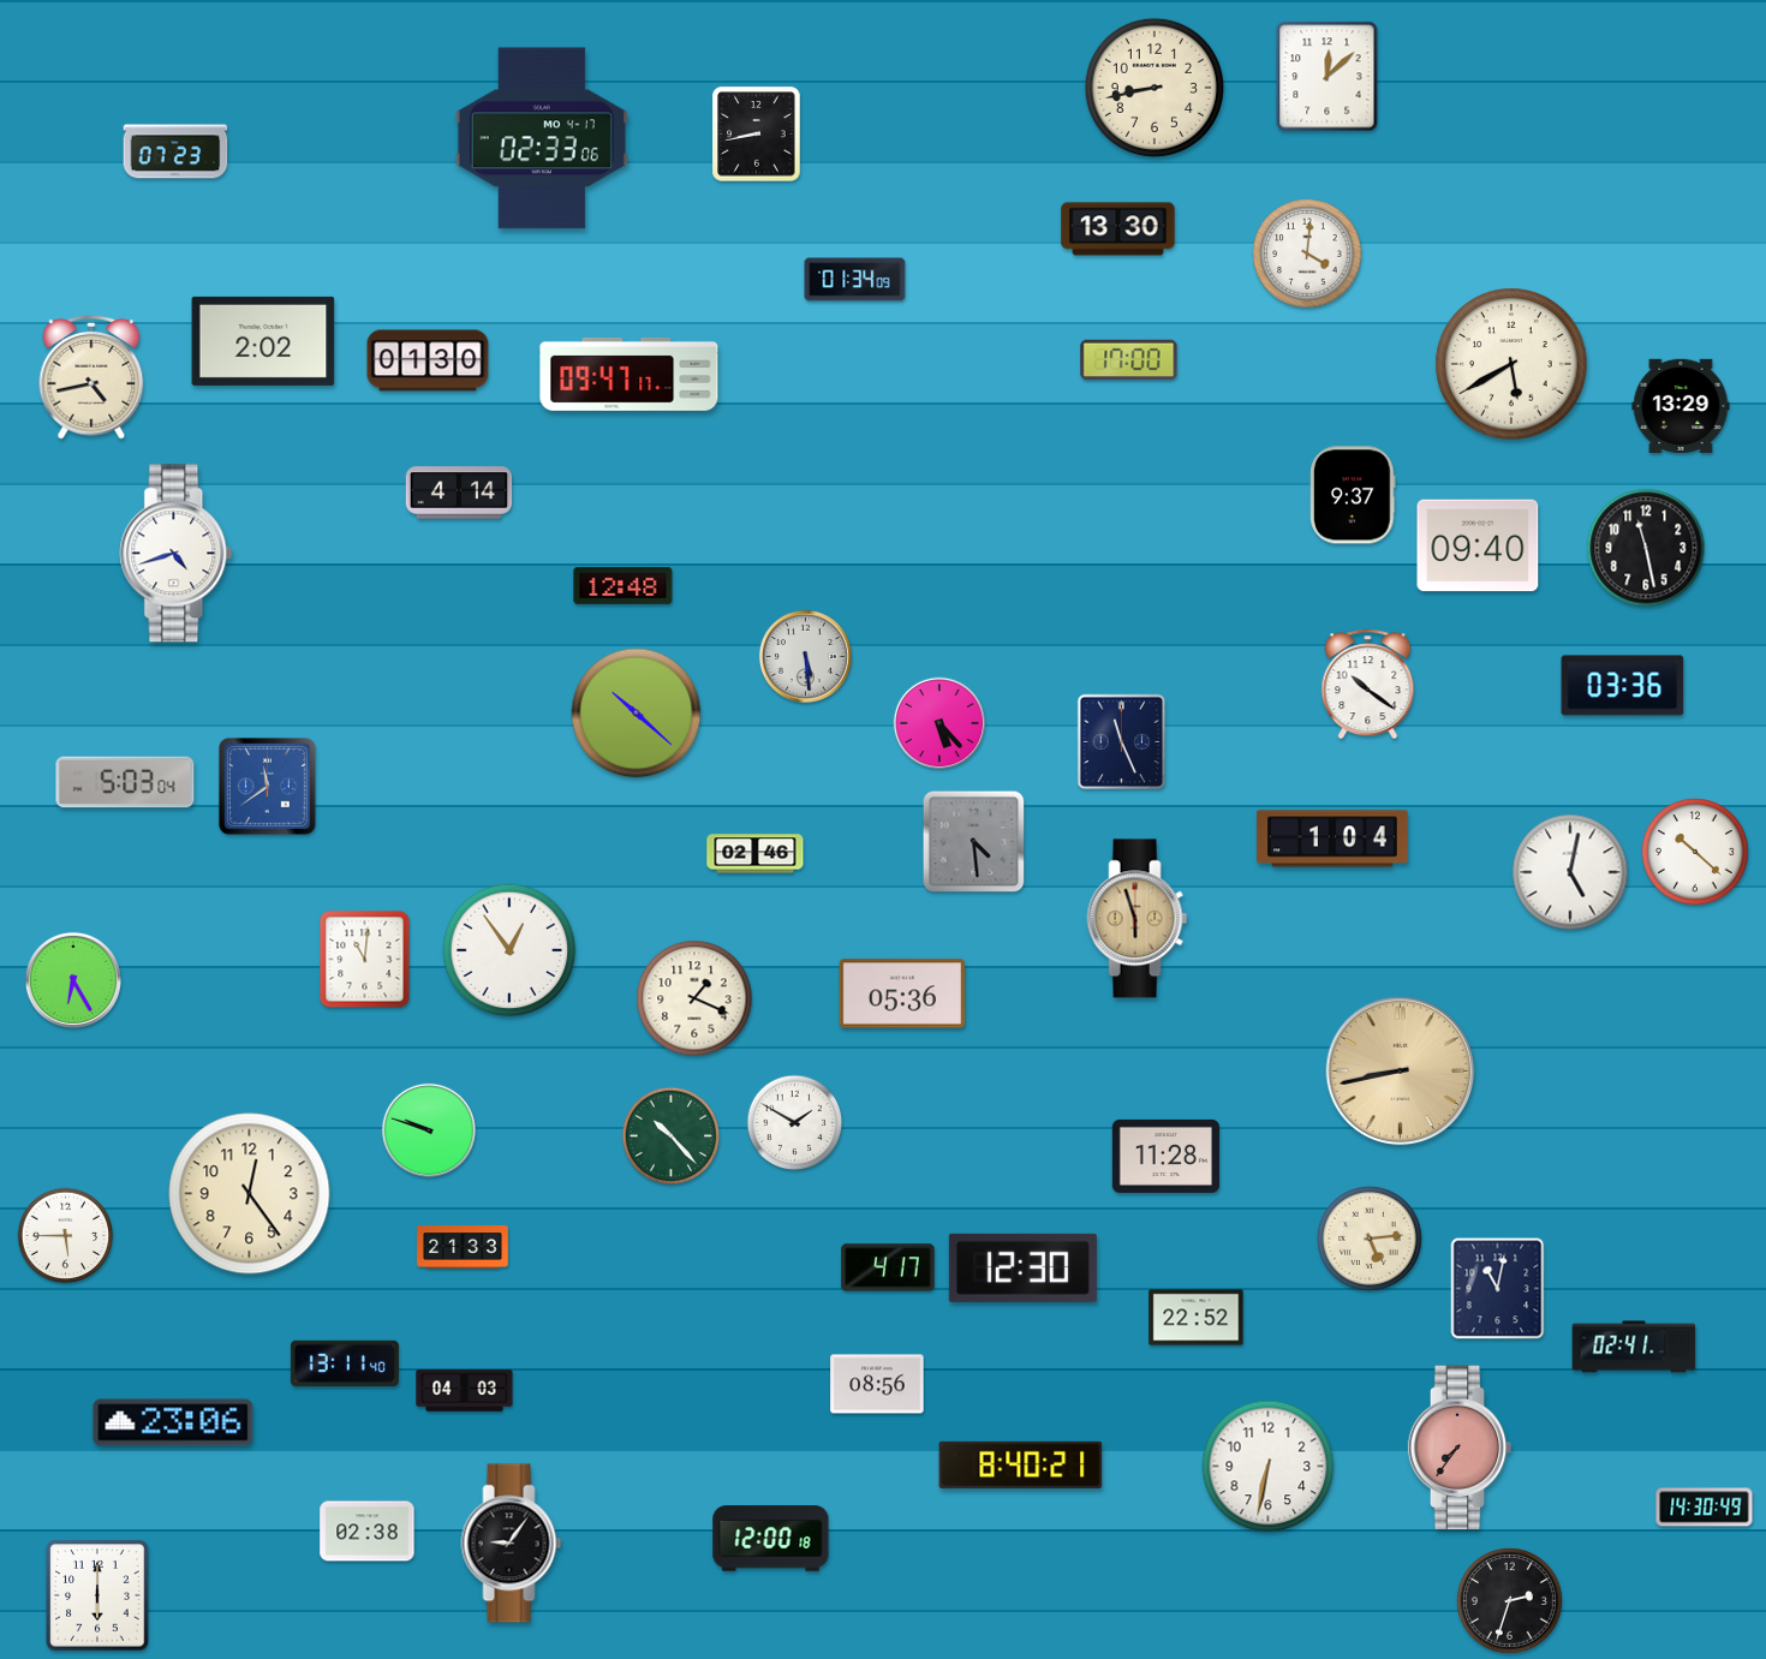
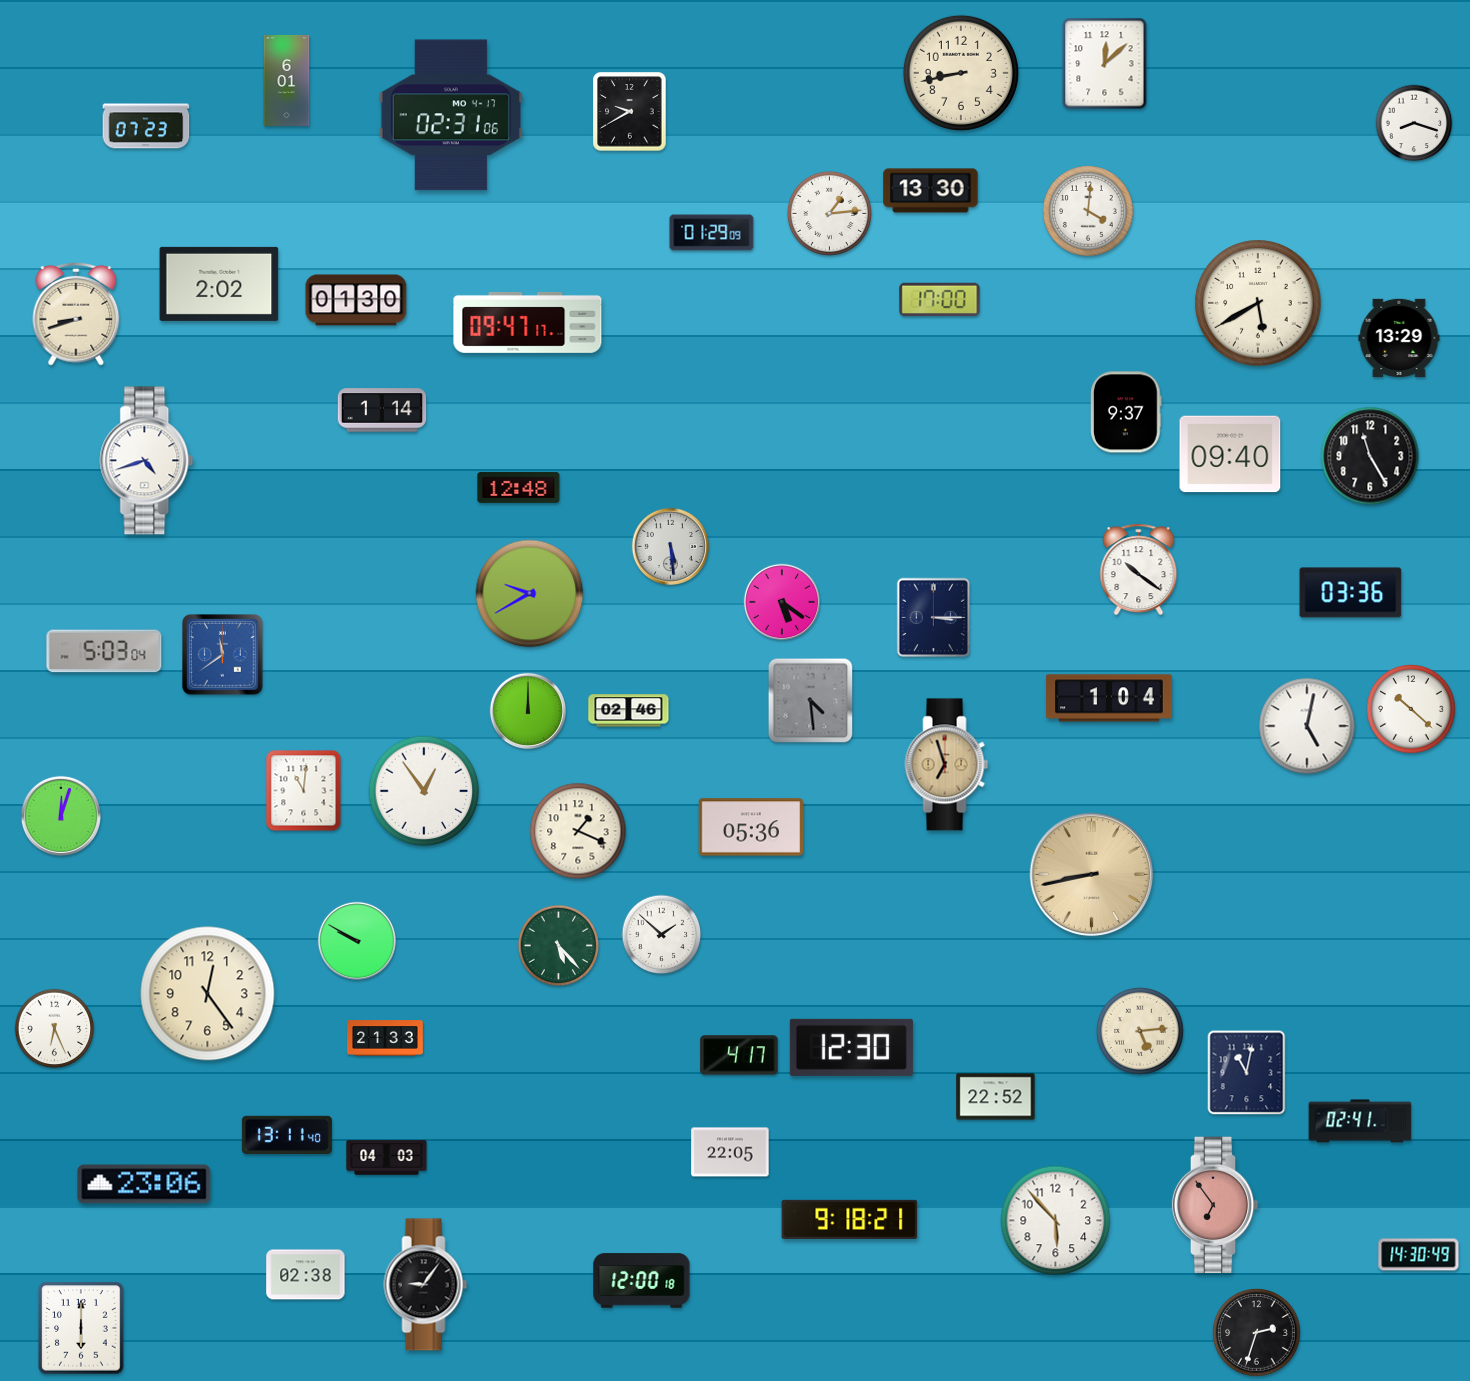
clock at (287, 80): none -> 6:01
clock at (757, 135): 8:43 -> 9:40
clock at (542, 138): 02:33 -> 02:31
clock at (1414, 123): none -> 8:18
clock at (829, 213): none -> 1:14
clock at (855, 280): 01:34 -> 01:29
clock at (630, 374) position: (630, 374) -> (528, 322)
clock at (91, 378): 4:43 -> 8:42
clock at (459, 493): 4:14 -> 1:14
clock at (1646, 548): 11:28 -> 11:25
clock at (1623, 686) position: (1623, 686) -> (1351, 593)
clock at (637, 714): 10:22 -> 9:40
clock at (938, 722): 5:23 -> 5:21
clock at (1122, 742): 11:26 -> 3:15
clock at (527, 710): none -> 12:00
clock at (1138, 919): 5:57 -> 6:57
clock at (365, 960) position: (365, 960) -> (304, 791)
clock at (73, 980): 6:25 -> 12:03
clock at (1401, 1072) position: (1401, 1072) -> (1092, 875)
clock at (795, 1123): 1:50 -> 1:52
clock at (429, 1130): 9:48 -> 9:50
clock at (672, 1136): 10:23 -> 5:23
clock at (1165, 1156): 11:28 -> none
clock at (66, 1236): 5:45 -> 6:26
clock at (1022, 1267) position: (1022, 1267) -> (851, 1047)
clock at (877, 1384): 08:56 -> 22:05
clock at (1460, 1448): 7:36 -> 6:54
clock at (1021, 1464): 8:40 -> 9:18
clock at (1269, 1467): 6:32 -> 5:53
